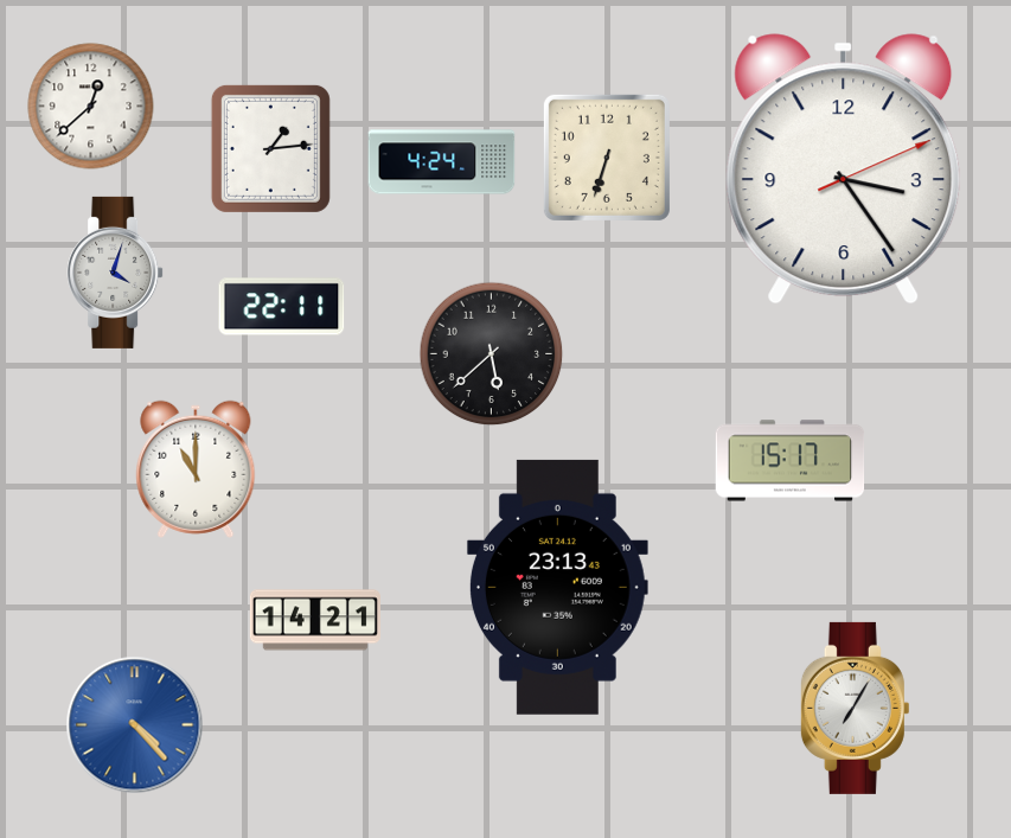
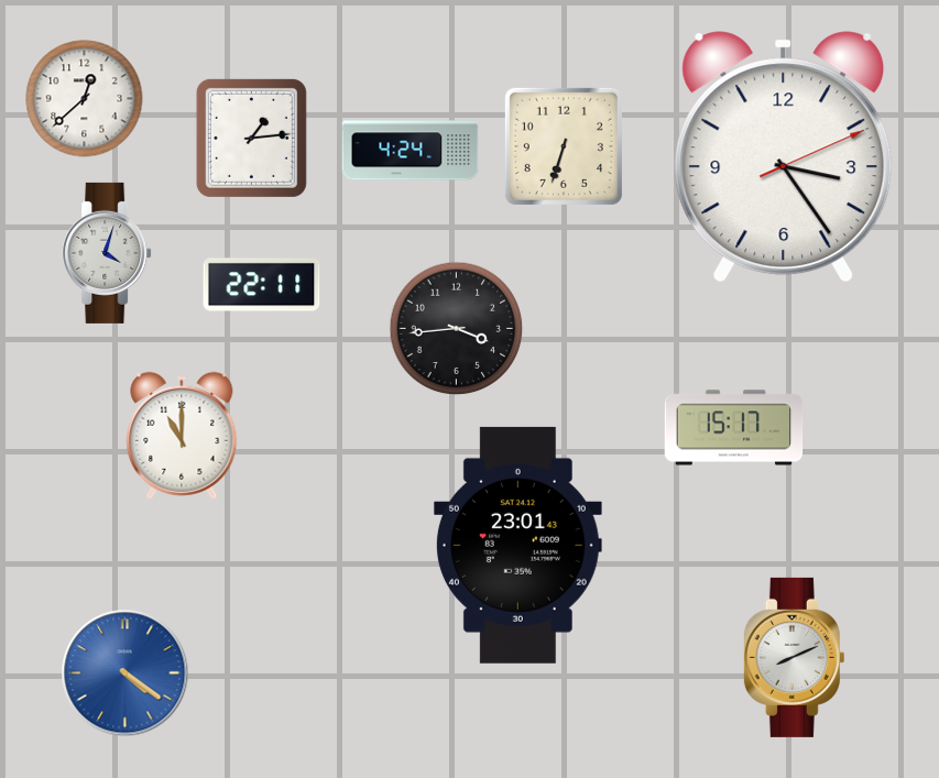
clock at (492, 354): 5:38 -> 3:44
clock at (557, 587): 23:13 -> 23:01
clock at (315, 620): 14:21 -> none
clock at (855, 708): 7:05 -> 8:11
clock at (135, 725): 4:23 -> 4:21
